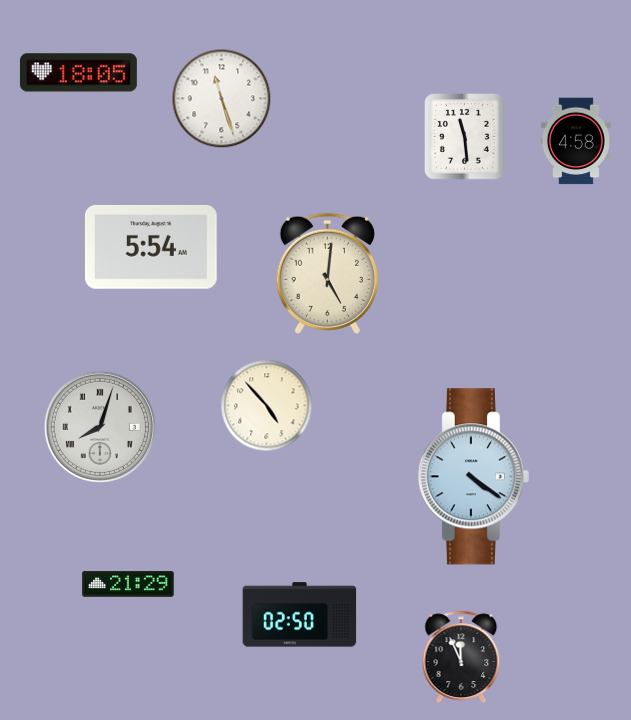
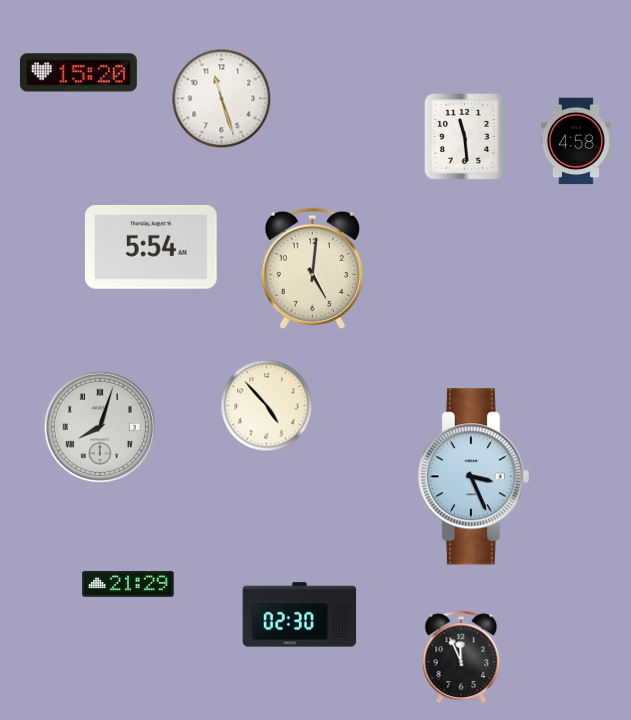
clock at (78, 73): 18:05 -> 15:20
clock at (327, 273) position: (327, 273) -> (312, 268)
clock at (473, 477): 4:21 -> 3:26
clock at (300, 615): 02:50 -> 02:30
